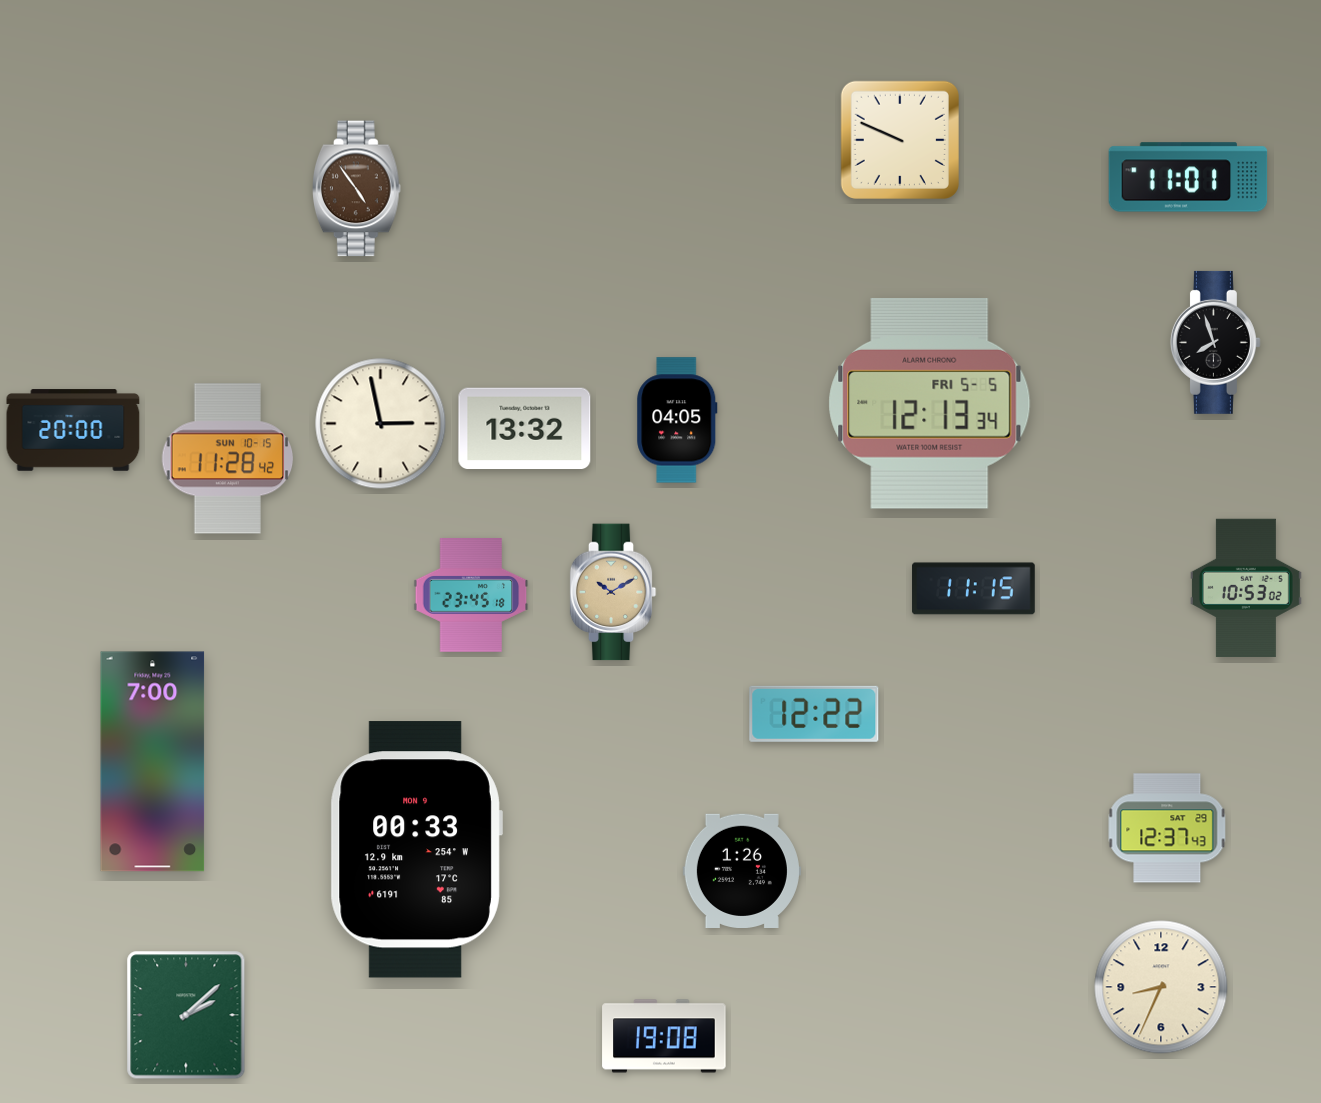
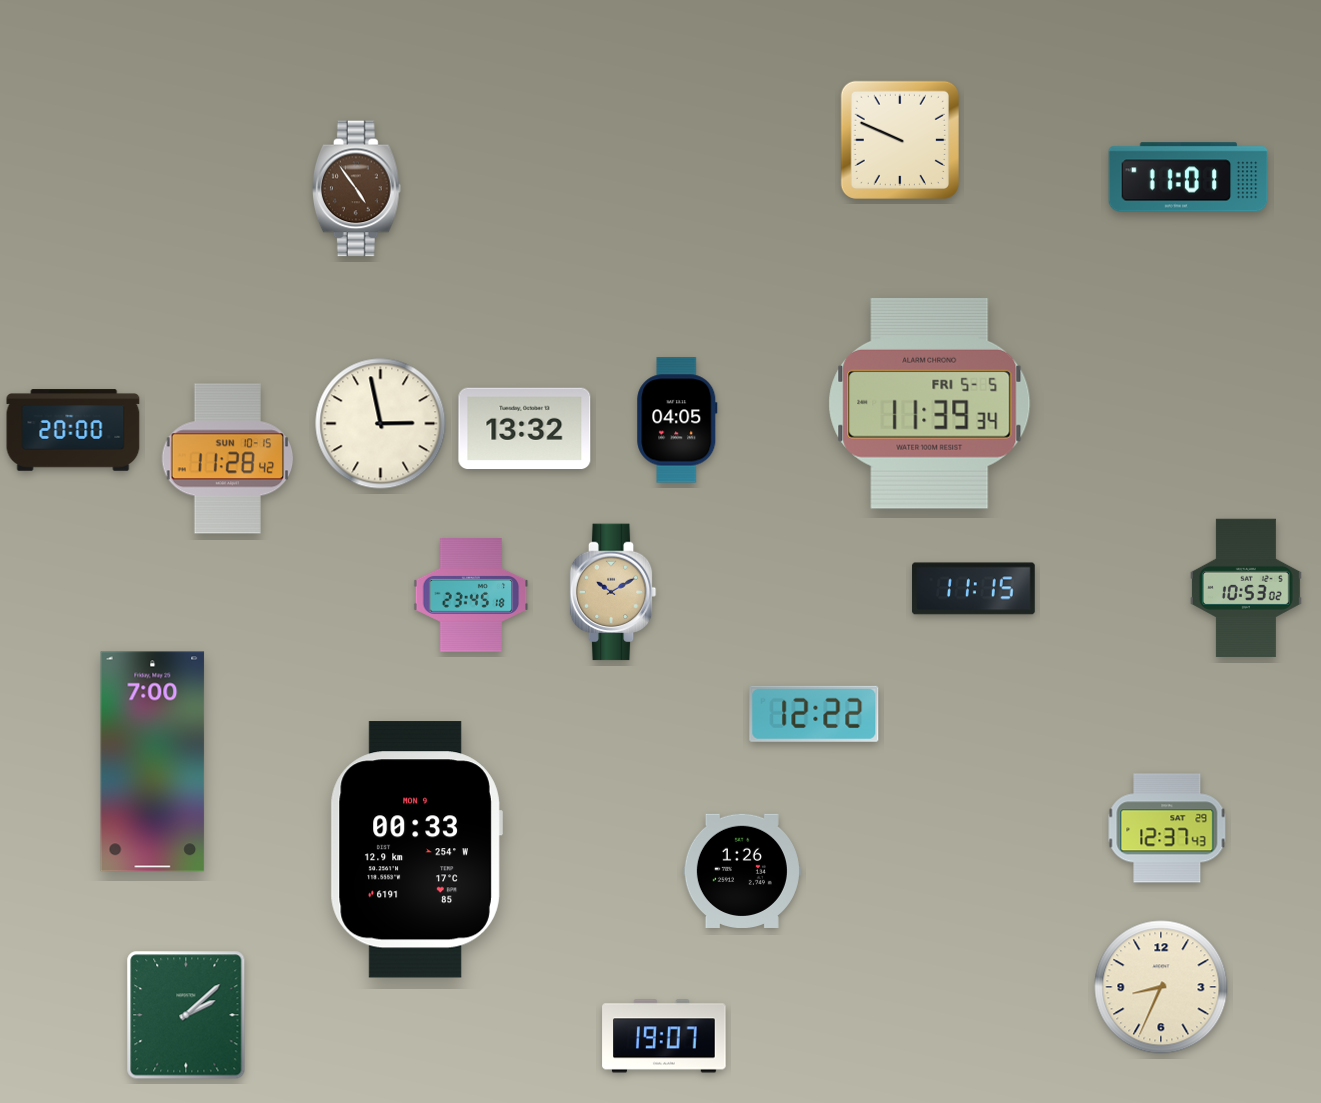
clock at (1215, 342): 7:57 -> none
clock at (930, 403): 12:13 -> 11:39
clock at (664, 1036): 19:08 -> 19:07
